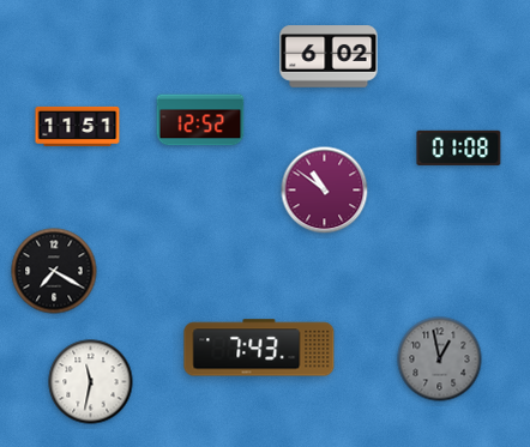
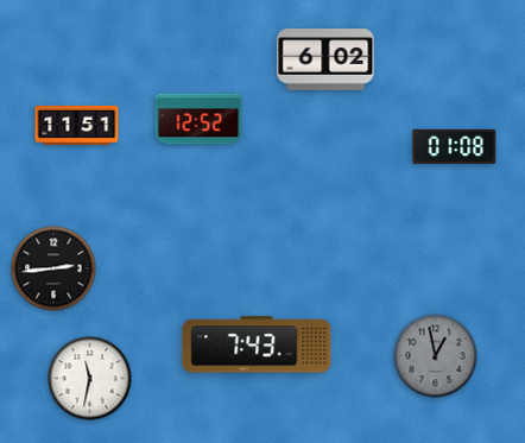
clock at (329, 56) position: (329, 56) -> (325, 59)
clock at (325, 191): 10:51 -> none
clock at (54, 271): 7:20 -> 2:44
